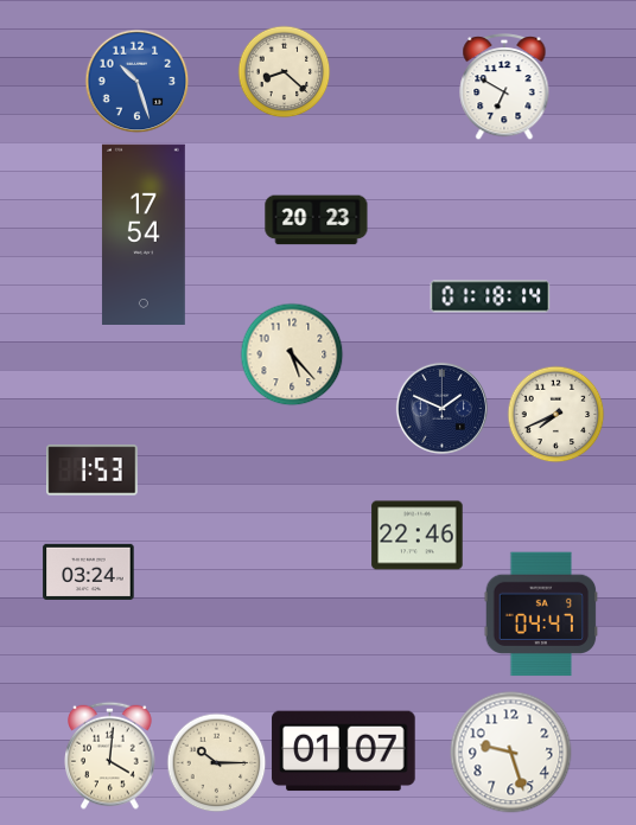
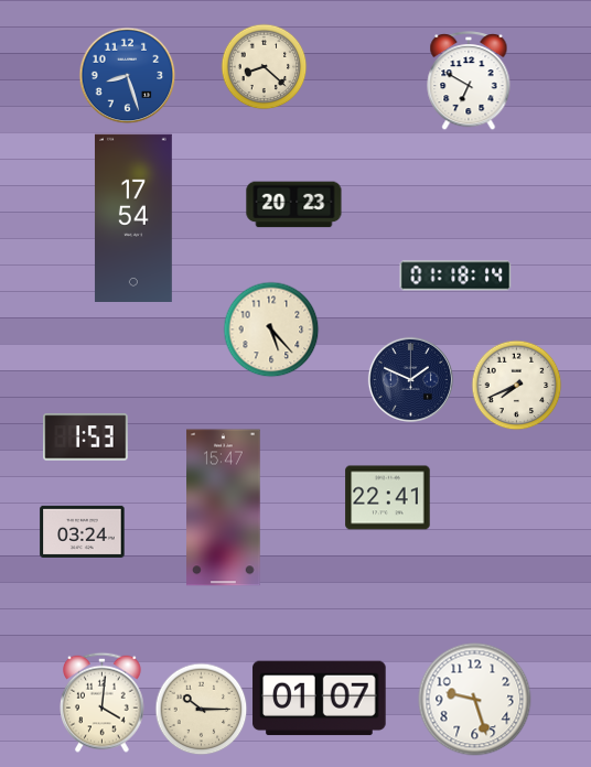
clock at (136, 81): 10:27 -> 8:27
clock at (418, 536): 22:46 -> 22:41
clock at (224, 508): none -> 15:47
clock at (541, 614): 04:47 -> none
